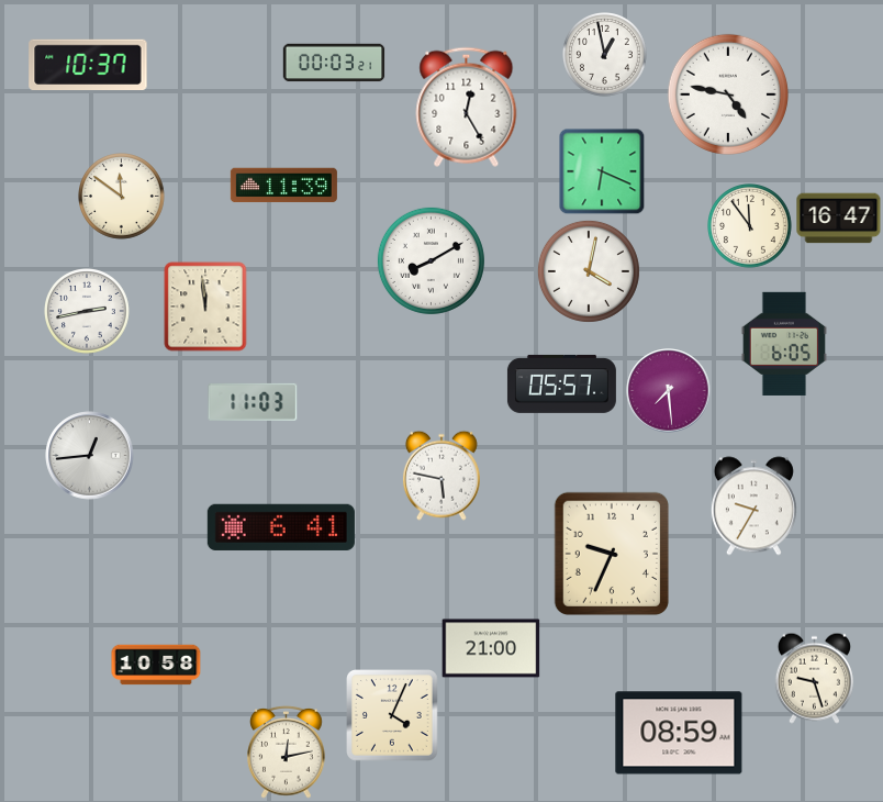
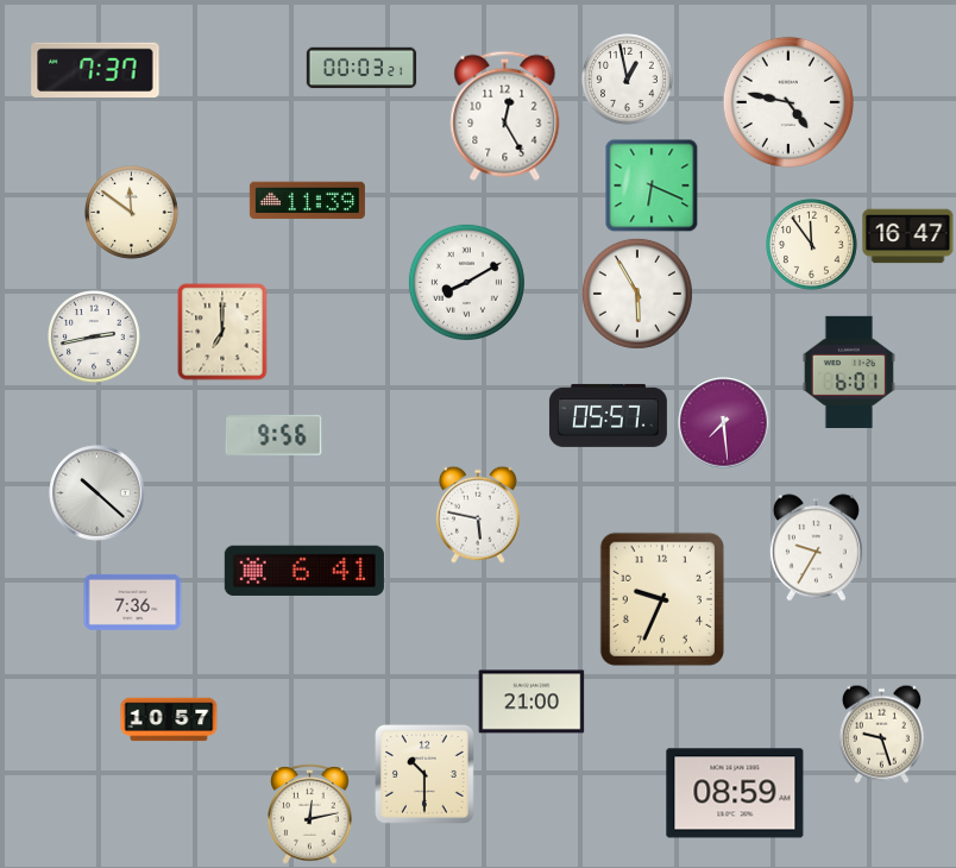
clock at (605, 55) position: (605, 55) -> (628, 80)
clock at (88, 64): 10:37 -> 7:37
clock at (589, 271): 4:02 -> 5:55
clock at (205, 307): 11:59 -> 7:00
clock at (784, 344): 6:05 -> 6:01
clock at (253, 402): 11:03 -> 9:56
clock at (90, 456): 12:44 -> 10:22
clock at (133, 602): none -> 7:36
clock at (156, 665): 10:58 -> 10:57
clock at (393, 716): 4:04 -> 10:30
